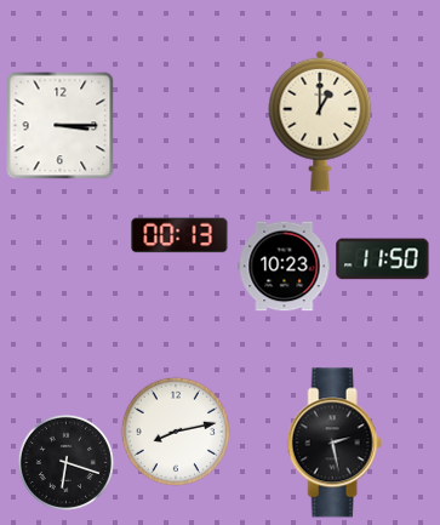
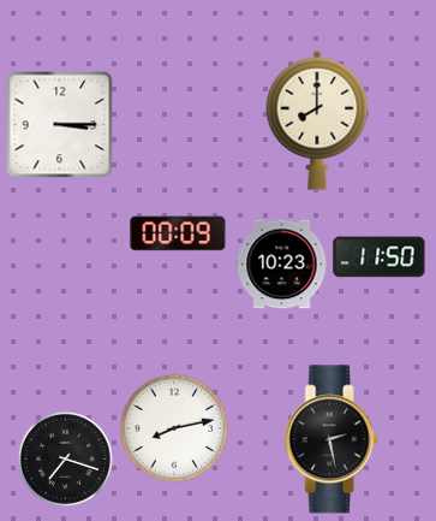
clock at (320, 121): 1:00 -> 8:00
clock at (179, 235): 00:13 -> 00:09
clock at (65, 462): 6:18 -> 7:18
